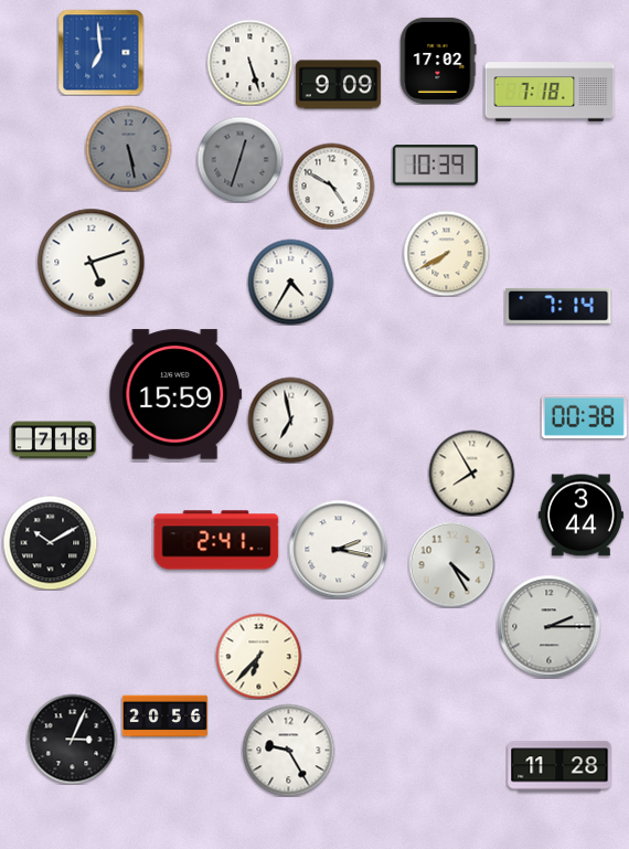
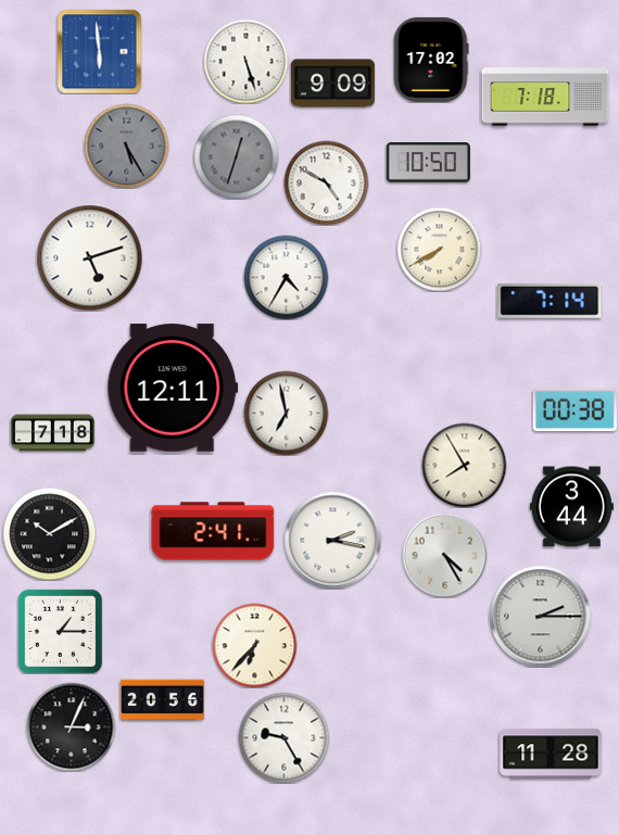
clock at (100, 52): 6:59 -> 5:59
clock at (550, 92) position: (550, 92) -> (545, 97)
clock at (128, 148): 5:28 -> 5:25
clock at (435, 166): 10:39 -> 10:50
clock at (175, 394): 15:59 -> 12:11
clock at (60, 631): none -> 1:15
clock at (164, 717) position: (164, 717) -> (162, 700)
